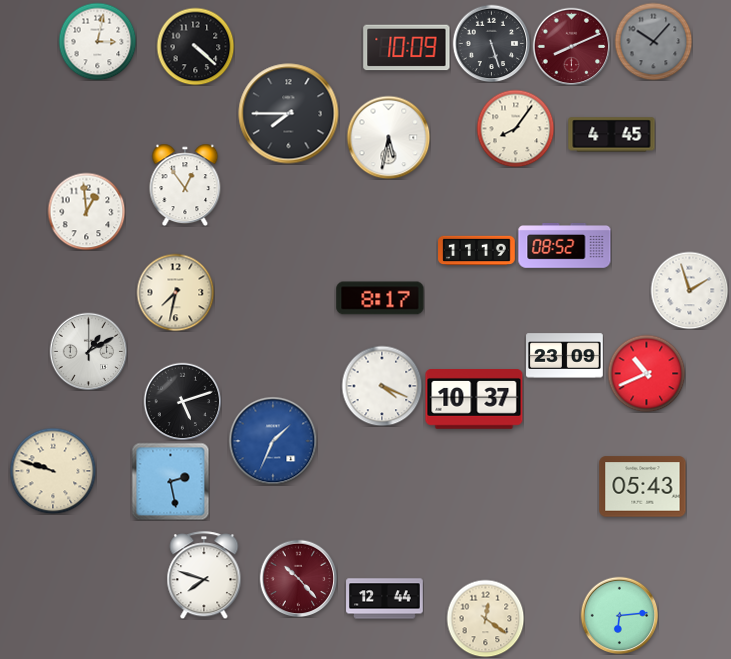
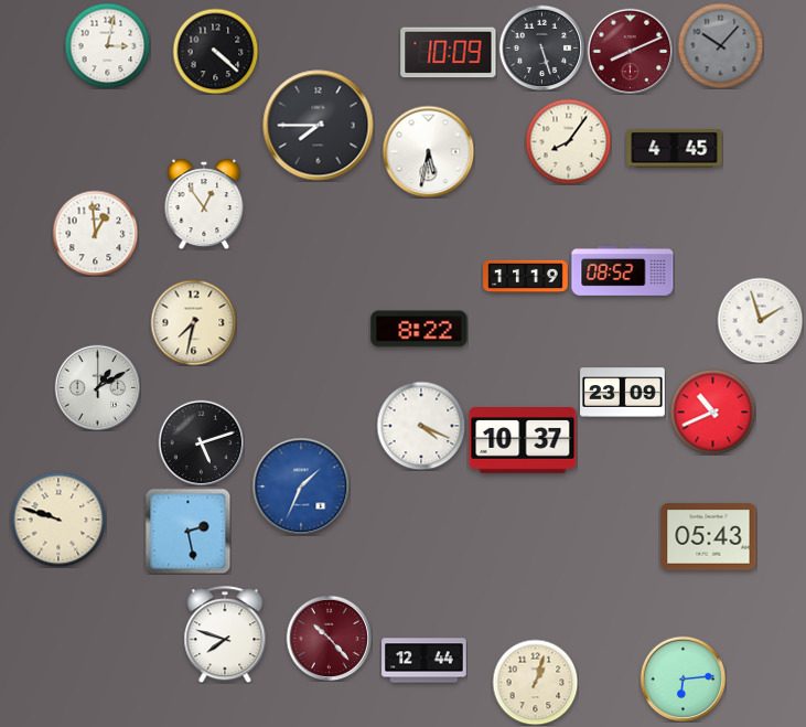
clock at (380, 298): 8:17 -> 8:22
clock at (485, 618): 12:21 -> 1:03
